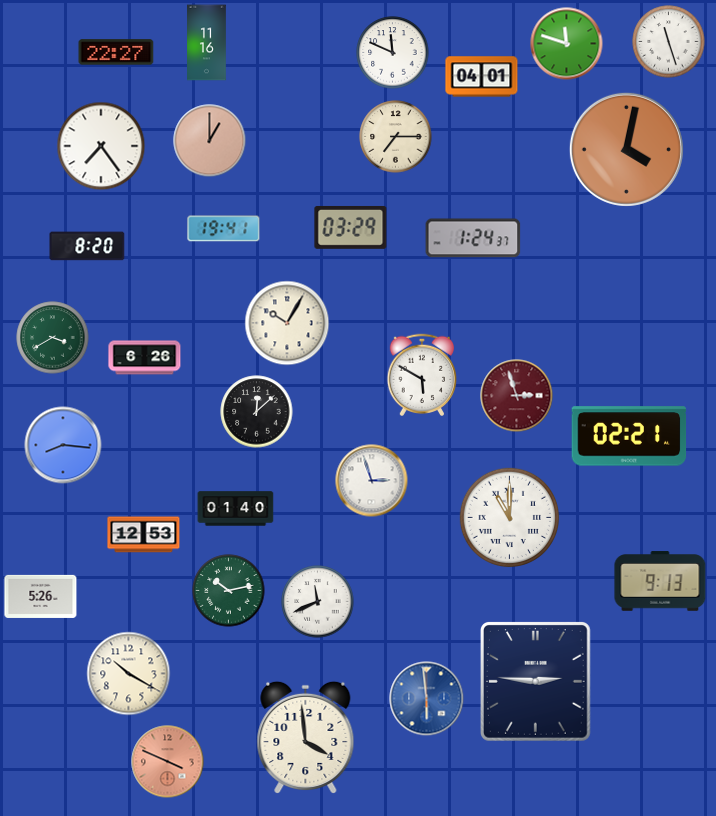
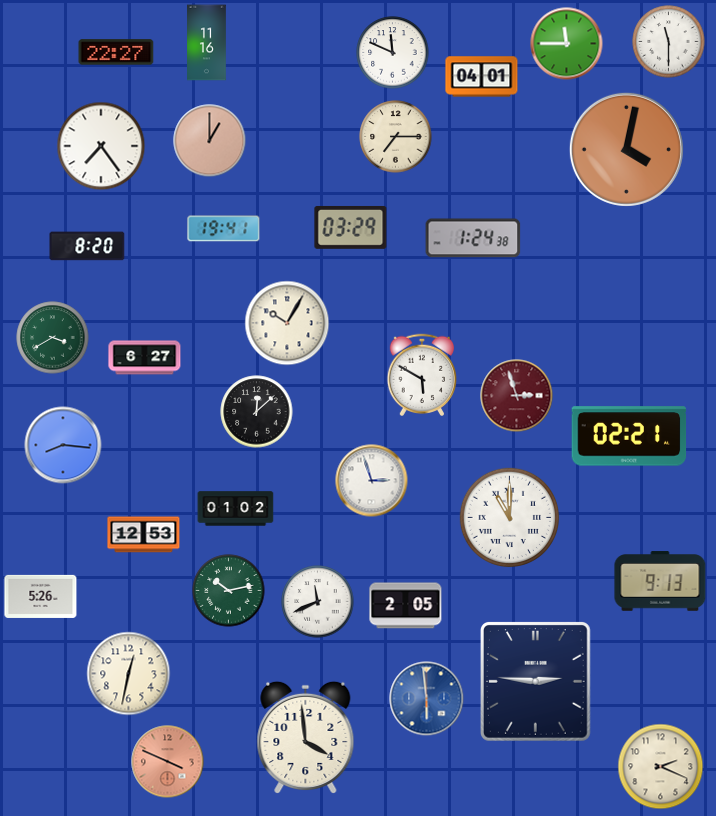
clock at (669, 42): 11:27 -> 11:30
clock at (567, 44): 11:48 -> 11:45
clock at (473, 238): 1:24:37 -> 1:24:38
clock at (145, 358): 6:26 -> 6:27
clock at (236, 509): 01:40 -> 01:02
clock at (406, 606): none -> 2:05
clock at (129, 674): 10:20 -> 12:32
clock at (661, 767): none -> 2:19
